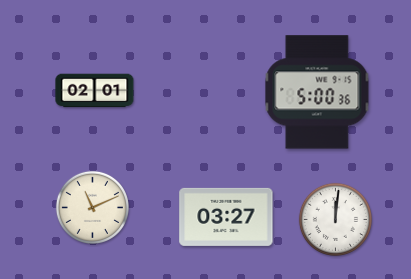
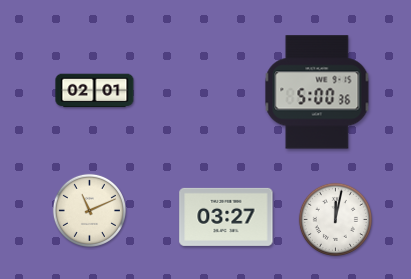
clock at (92, 207) position: (92, 207) -> (89, 210)
clock at (335, 219): 12:01 -> 12:02
